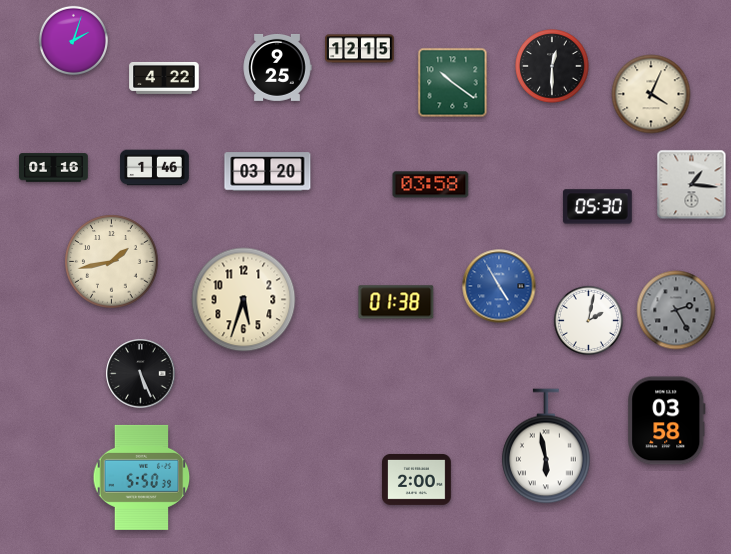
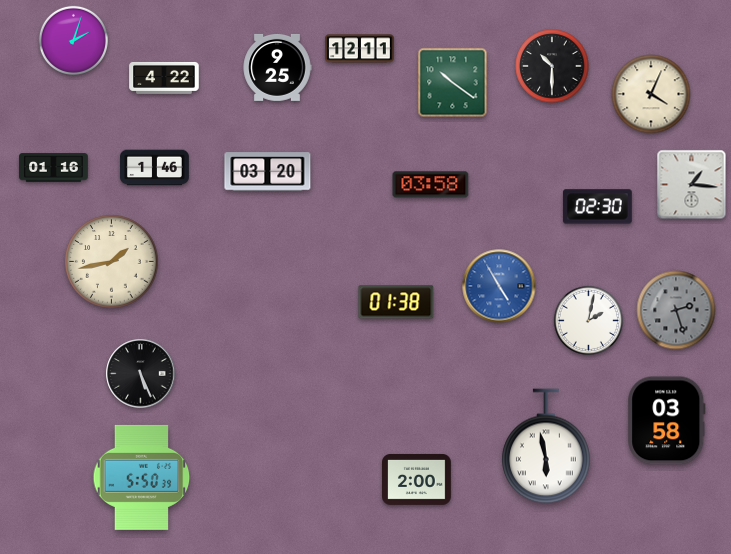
clock at (360, 49): 12:15 -> 12:11
clock at (552, 66): 12:30 -> 10:30
clock at (597, 207): 05:30 -> 02:30
clock at (244, 300): 5:33 -> none
clock at (676, 310): 2:25 -> 2:27
